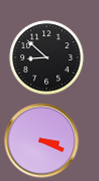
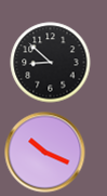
clock at (42, 141): 3:19 -> 10:19
